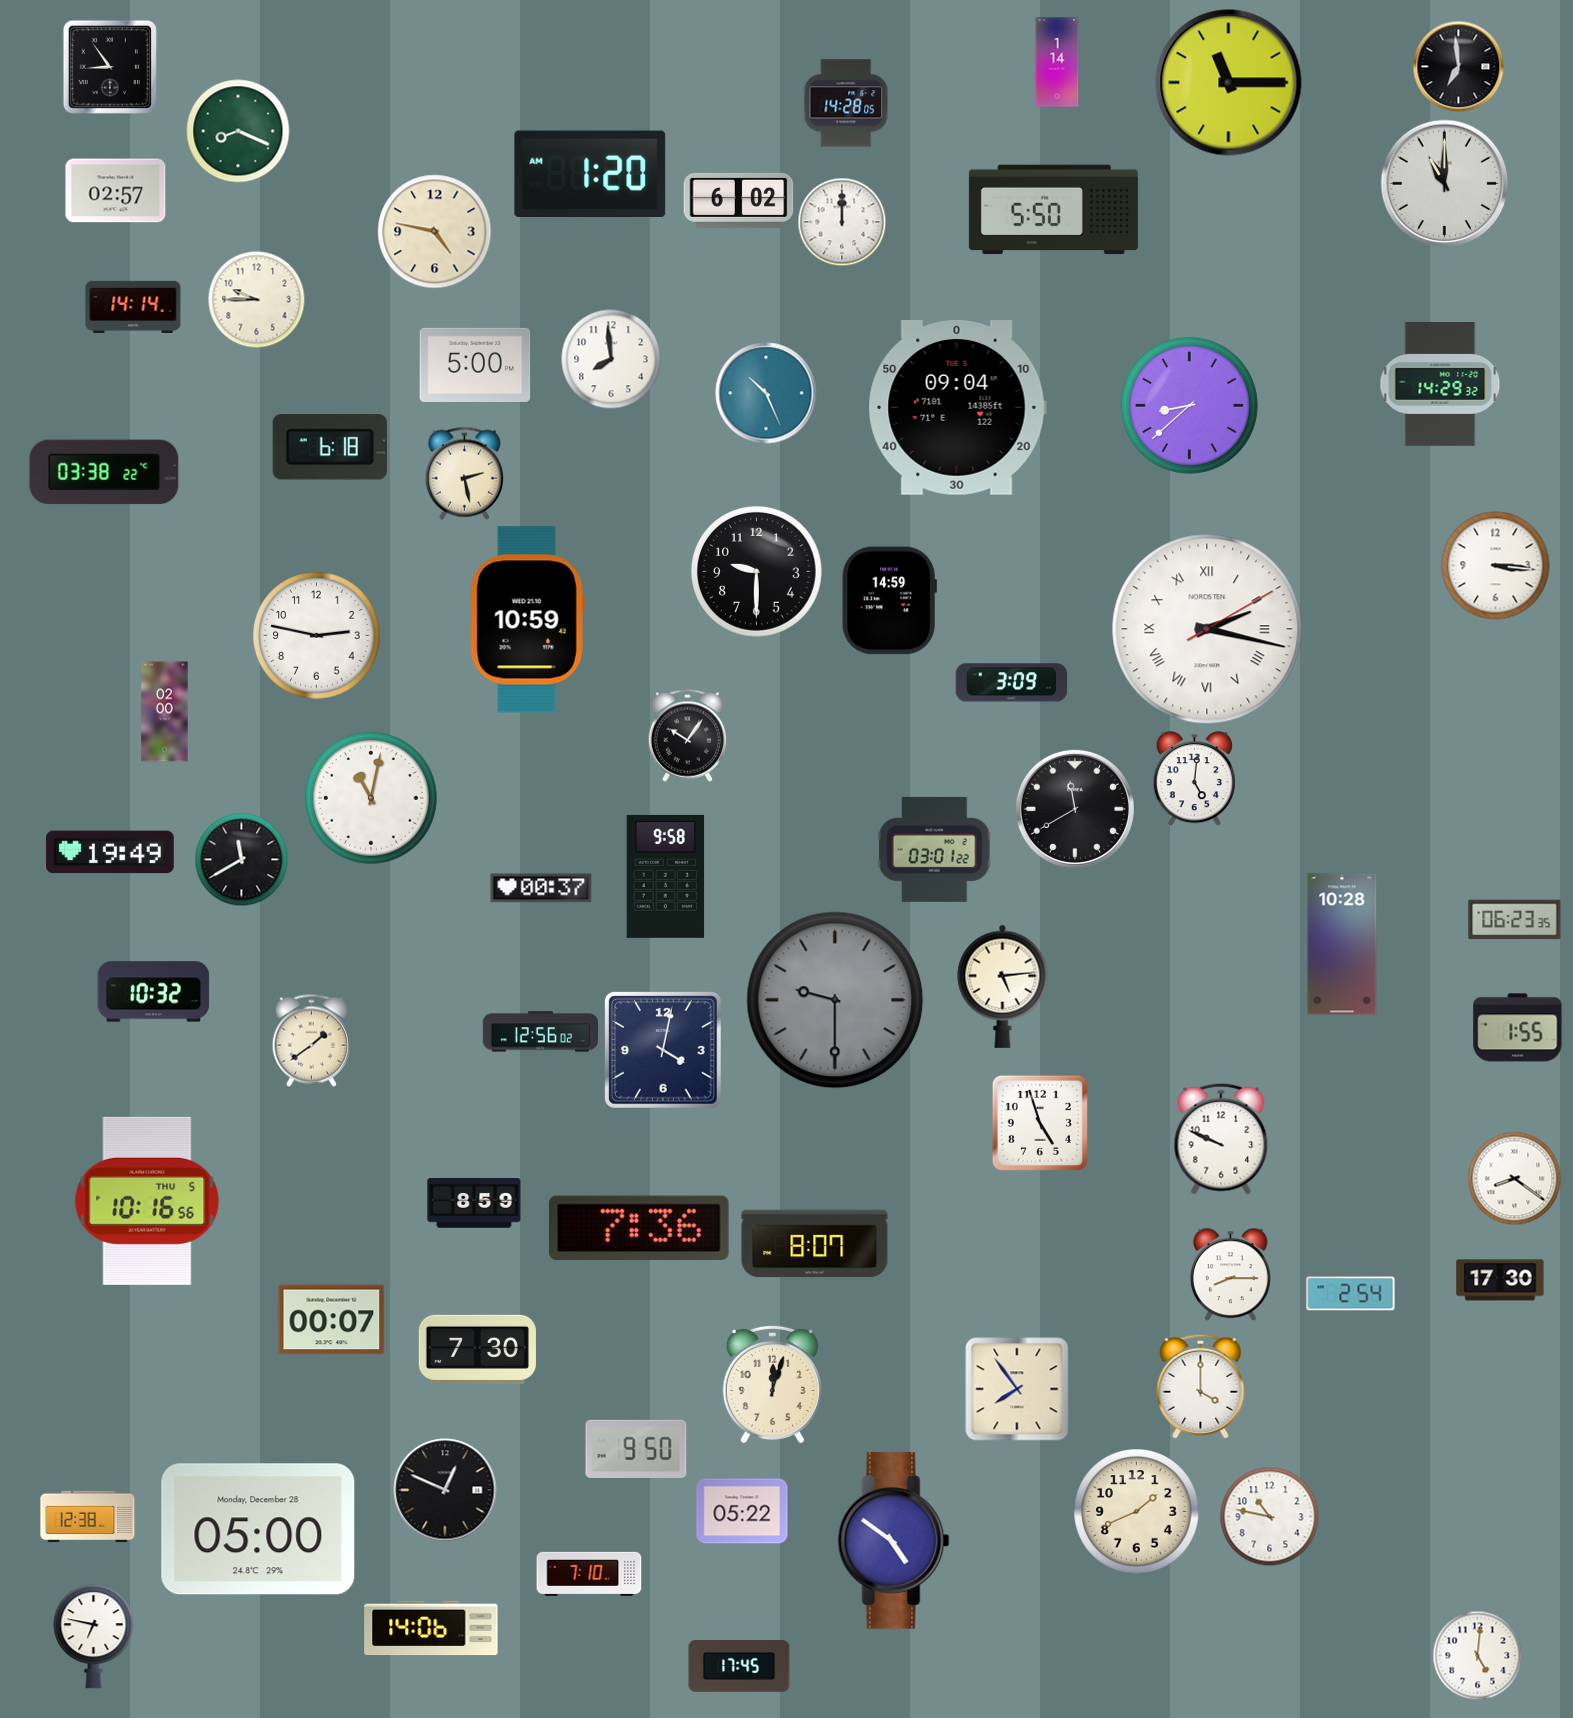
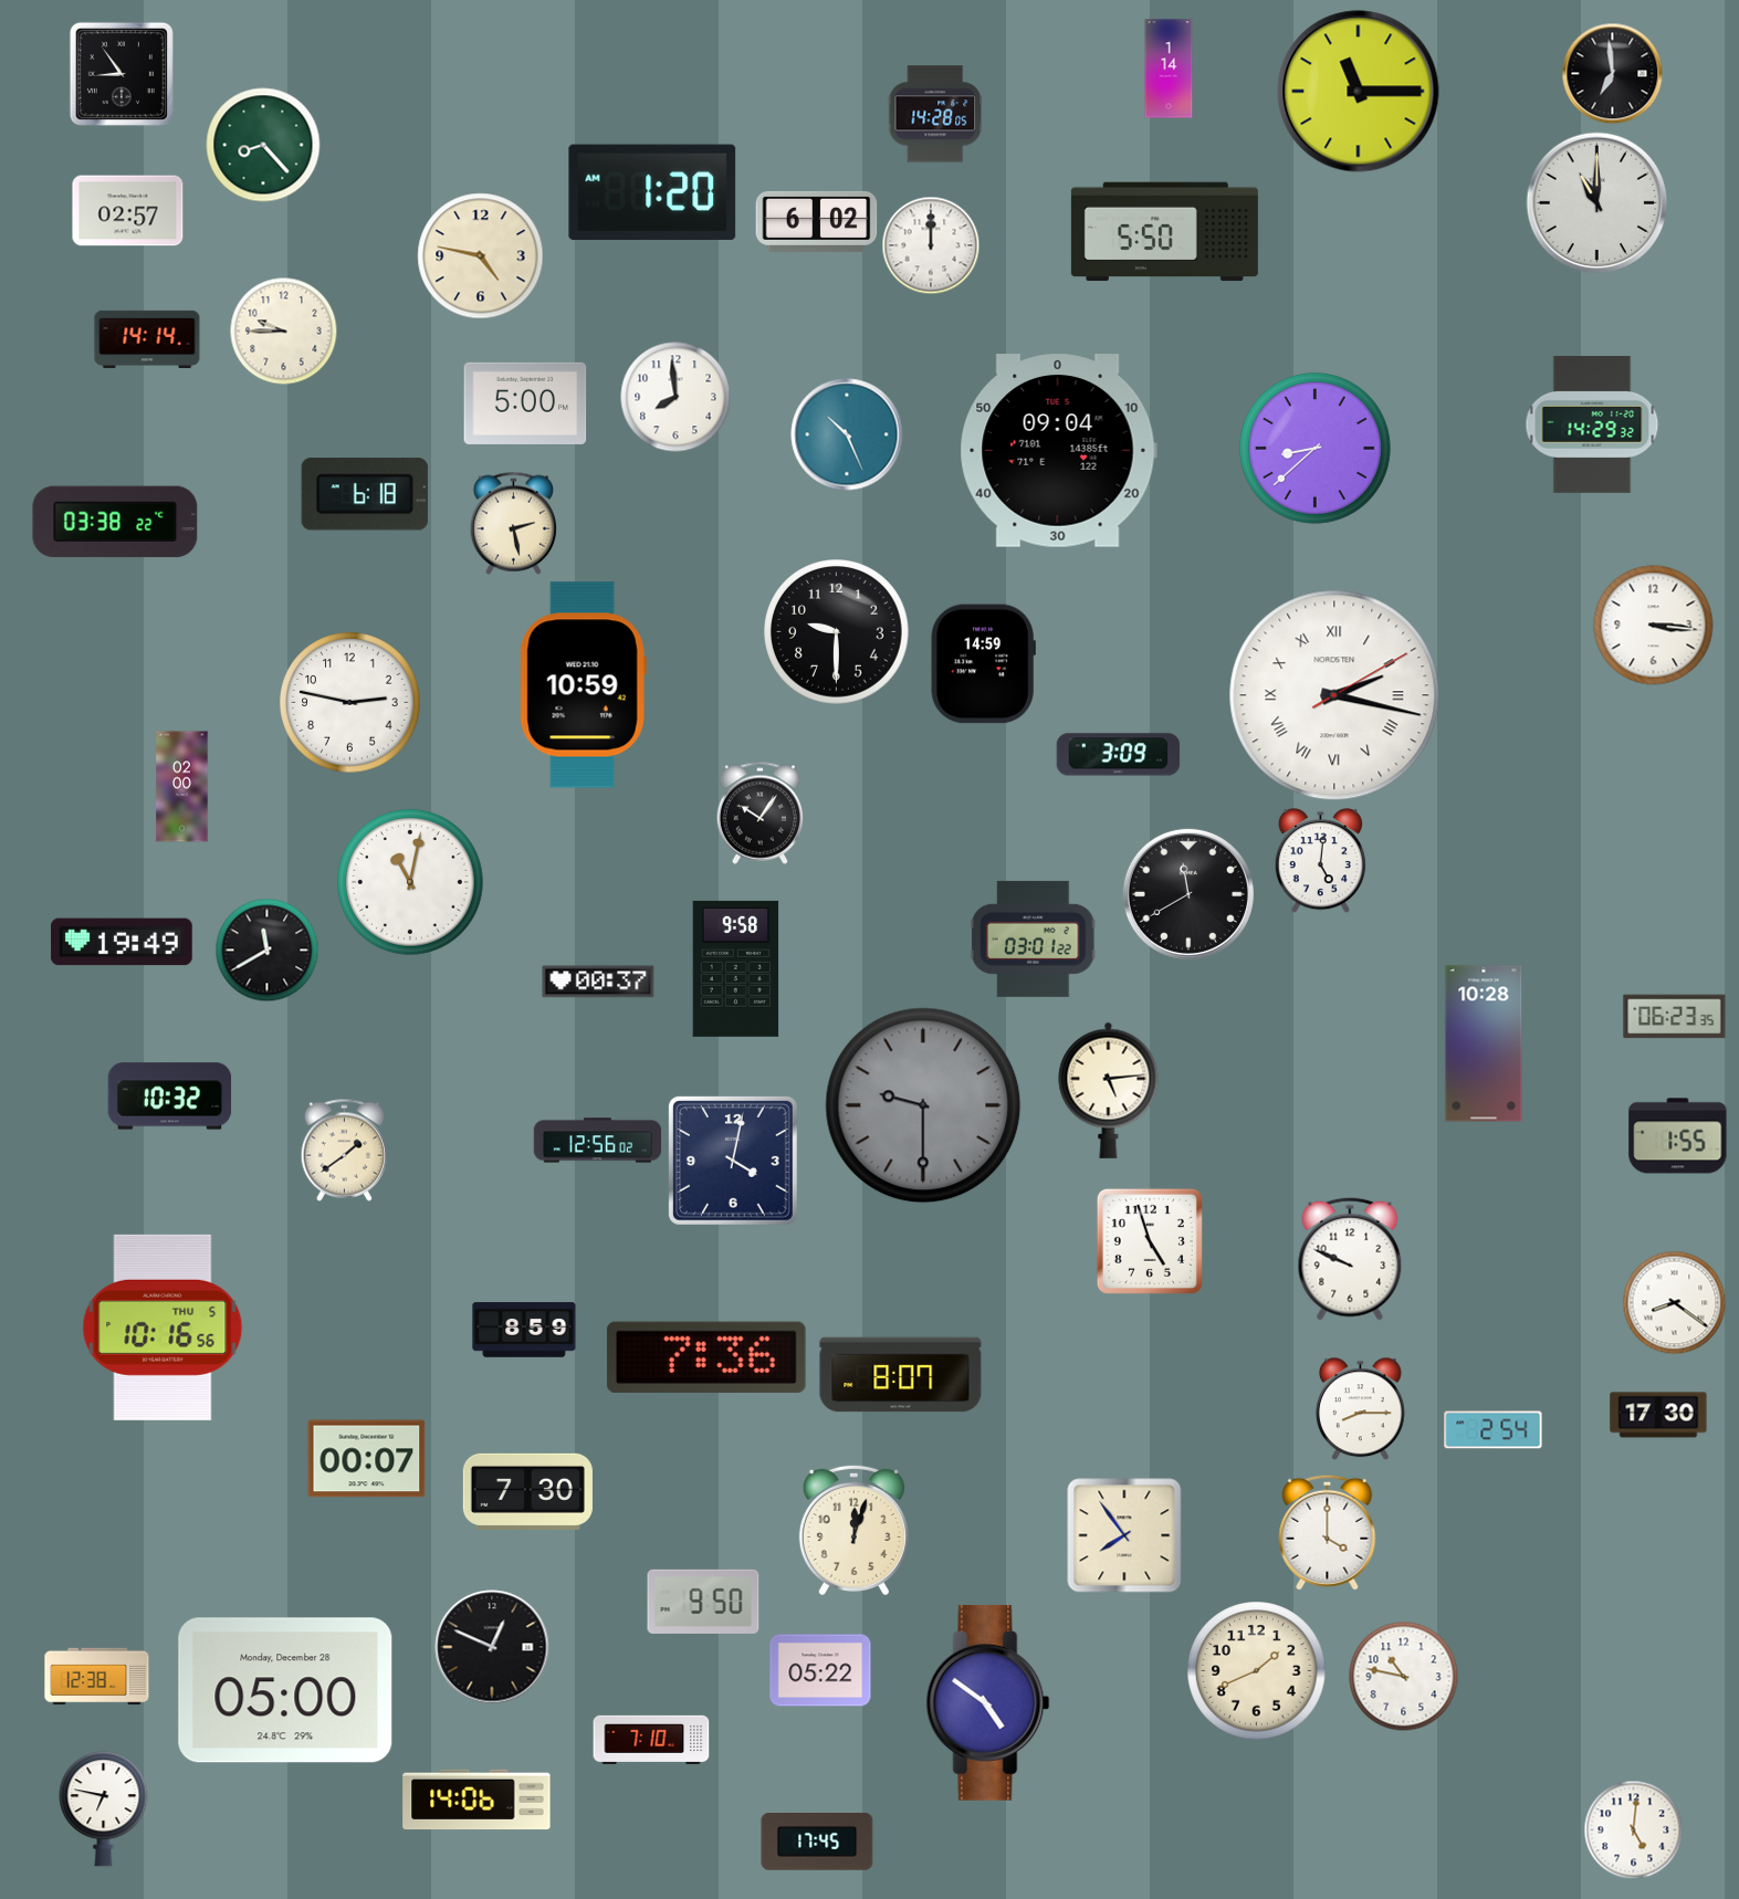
clock at (238, 131): 8:19 -> 8:23
